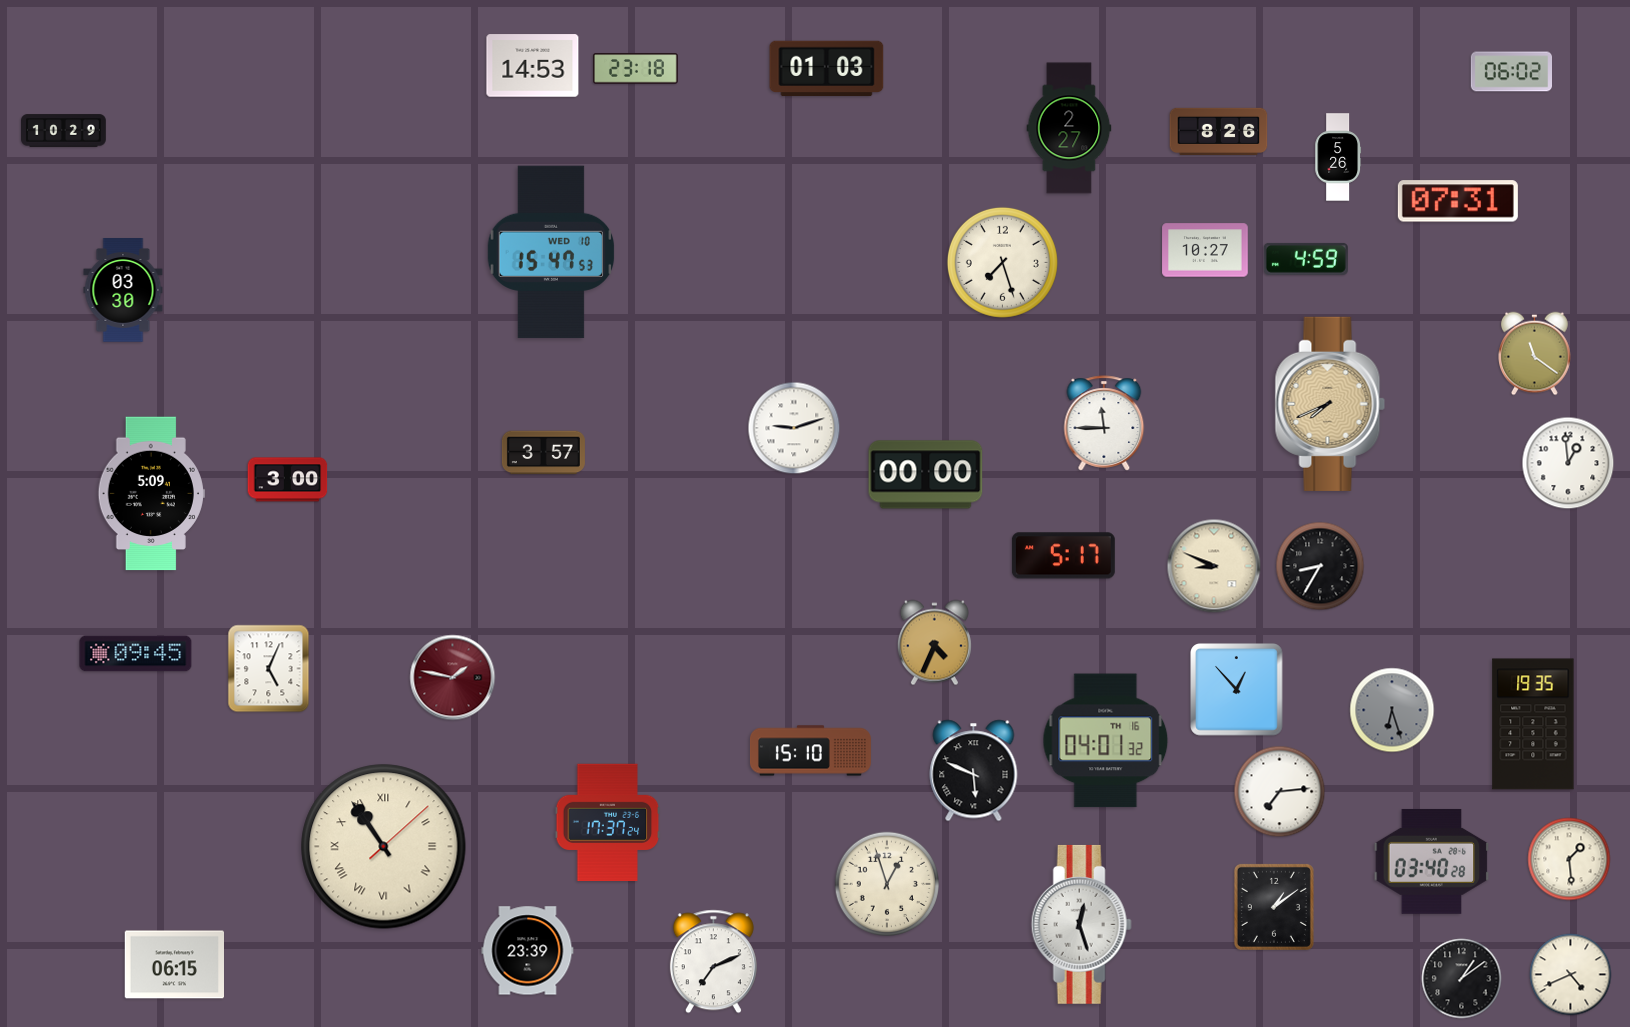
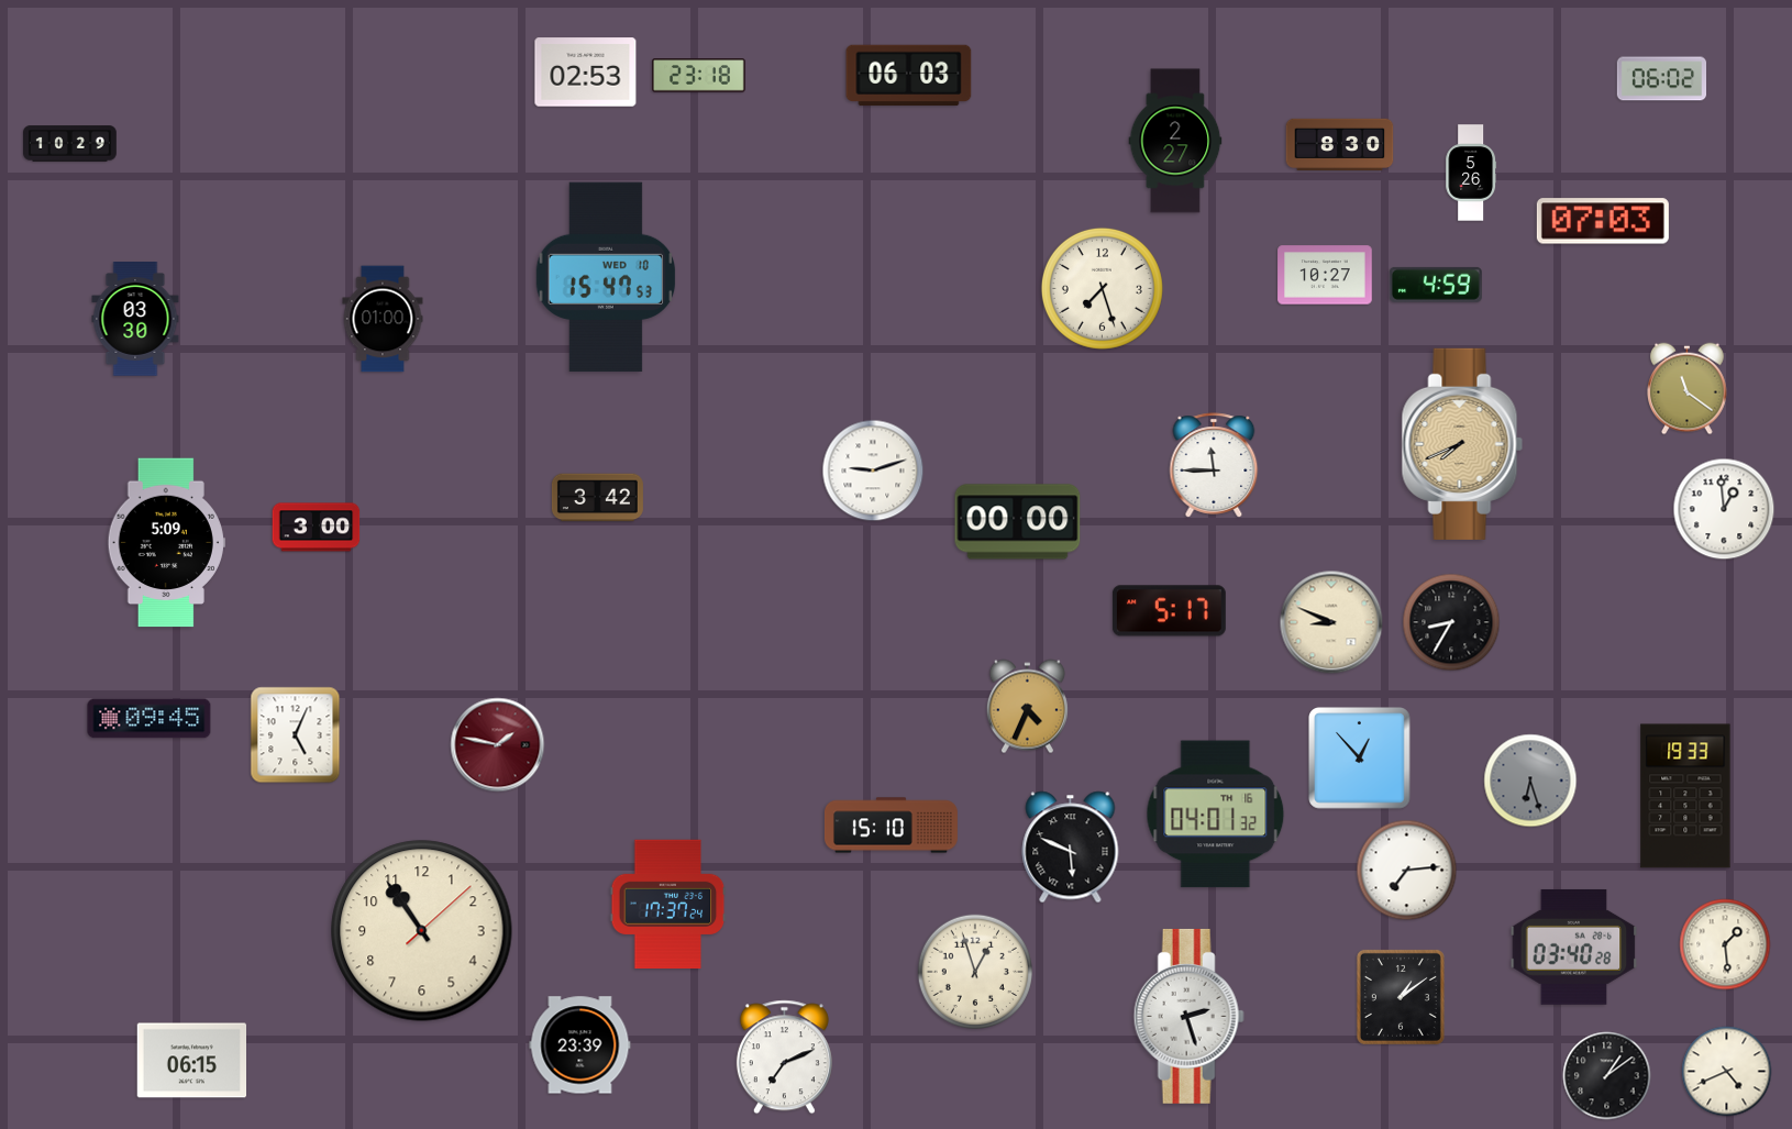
clock at (533, 66): 14:53 -> 02:53
clock at (827, 69): 01:03 -> 06:03
clock at (1219, 131): 8:26 -> 8:30
clock at (1458, 201): 07:31 -> 07:03
clock at (383, 319): none -> 01:00
clock at (543, 453): 3:57 -> 3:42
clock at (1214, 566) position: (1214, 566) -> (1331, 622)
clock at (1533, 724): 19:35 -> 19:33
clock at (384, 847) numerals: Roman -> Arabic
clock at (1081, 924): 12:27 -> 2:27
